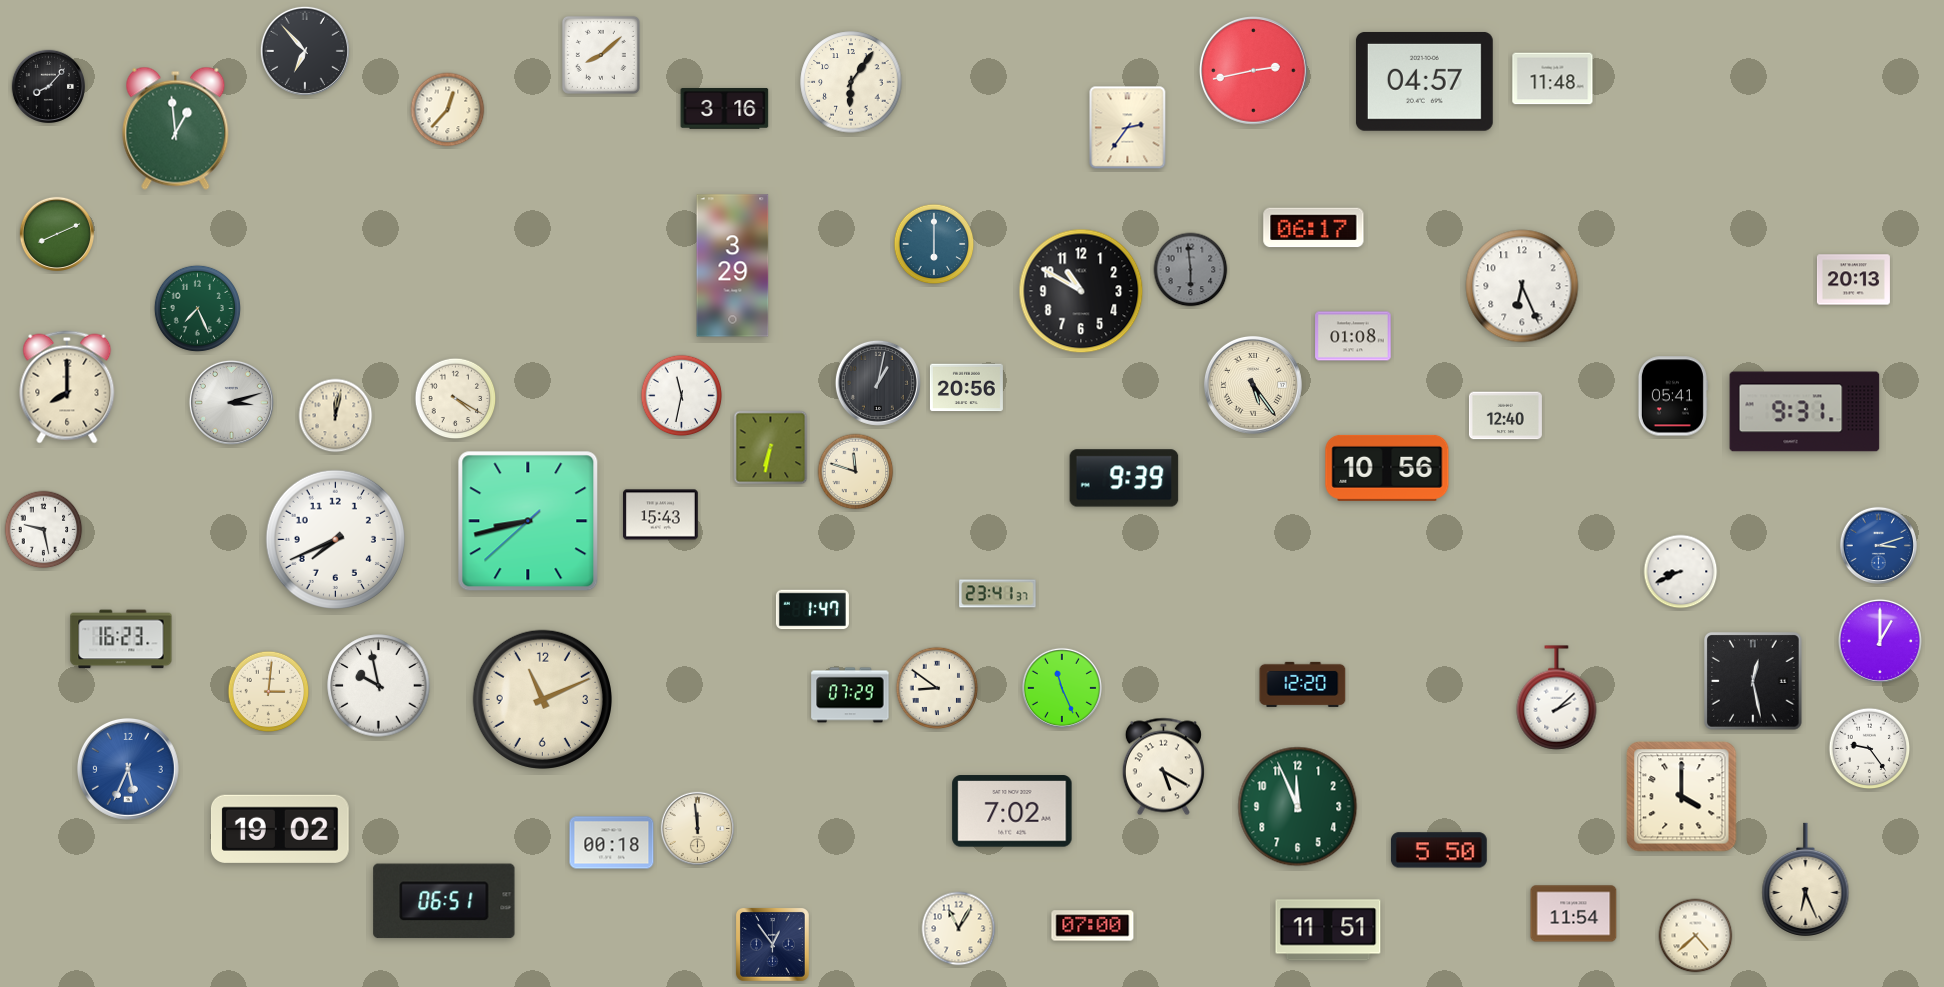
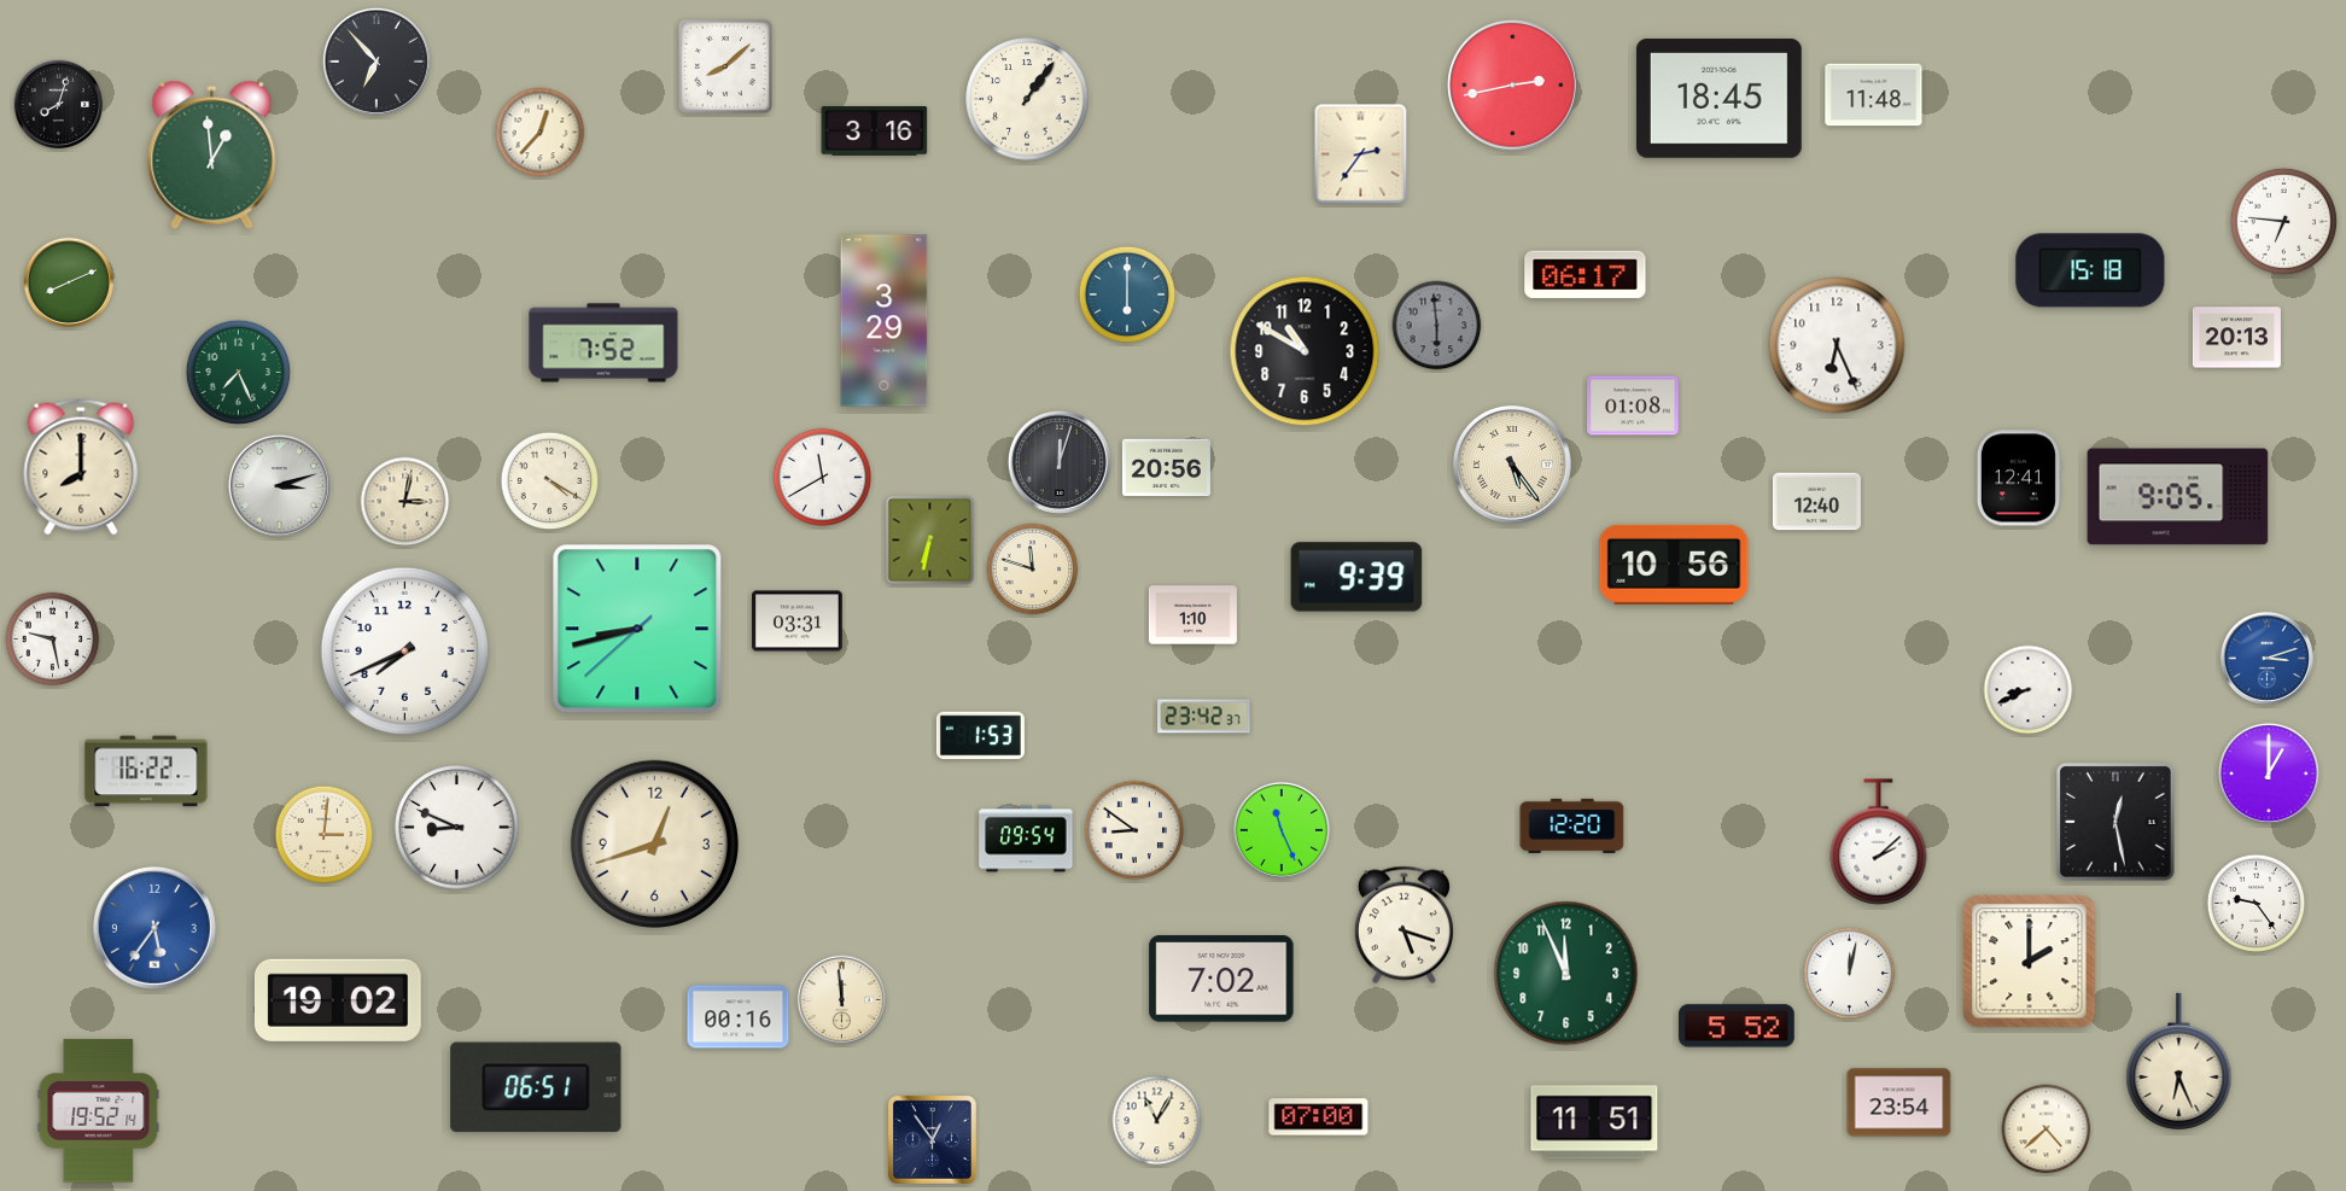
clock at (305, 51) position: (305, 51) -> (377, 62)
clock at (1424, 81): 04:57 -> 18:45
clock at (851, 82): 6:06 -> 1:06
clock at (48, 86): 8:07 -> 8:03
clock at (2283, 221): none -> 6:46
clock at (2090, 270): none -> 15:18
clock at (603, 343): none -> 7:52
clock at (878, 383): 1:02 -> 12:03
clock at (682, 396): 11:32 -> 11:40
clock at (1672, 396): 05:41 -> 12:41
clock at (1805, 412): 9:31 -> 9:05
clock at (336, 416): 12:02 -> 3:02
clock at (1192, 615): none -> 1:10
clock at (661, 515): 15:43 -> 03:31
clock at (998, 594): 23:41 -> 23:42
clock at (812, 610): 1:47 -> 1:53
clock at (121, 639): 16:23 -> 16:22
clock at (379, 686): 9:58 -> 8:49
clock at (937, 688) position: (937, 688) -> (1134, 830)
clock at (850, 695): 07:29 -> 09:54
clock at (542, 699): 11:11 -> 12:42
clock at (1163, 767): 5:20 -> 5:18
clock at (128, 769): 5:34 -> 5:36
clock at (1682, 797): 4:00 -> 2:00
clock at (1850, 974): none -> 12:02
clock at (612, 843): 00:18 -> 00:16
clock at (1439, 850): 5:50 -> 5:52
clock at (1574, 914): 11:54 -> 23:54
clock at (99, 1111): none -> 19:52
clock at (1328, 930) position: (1328, 930) -> (1594, 1122)
